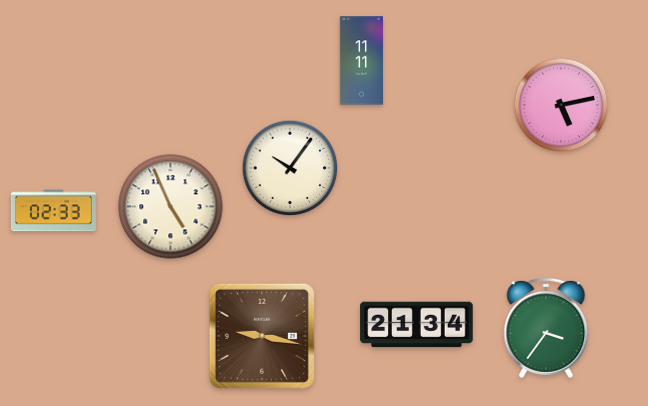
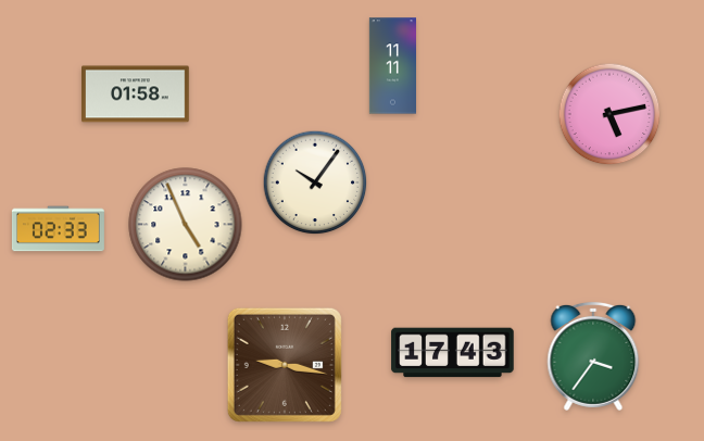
clock at (136, 94): none -> 01:58
clock at (417, 325): 21:34 -> 17:43
